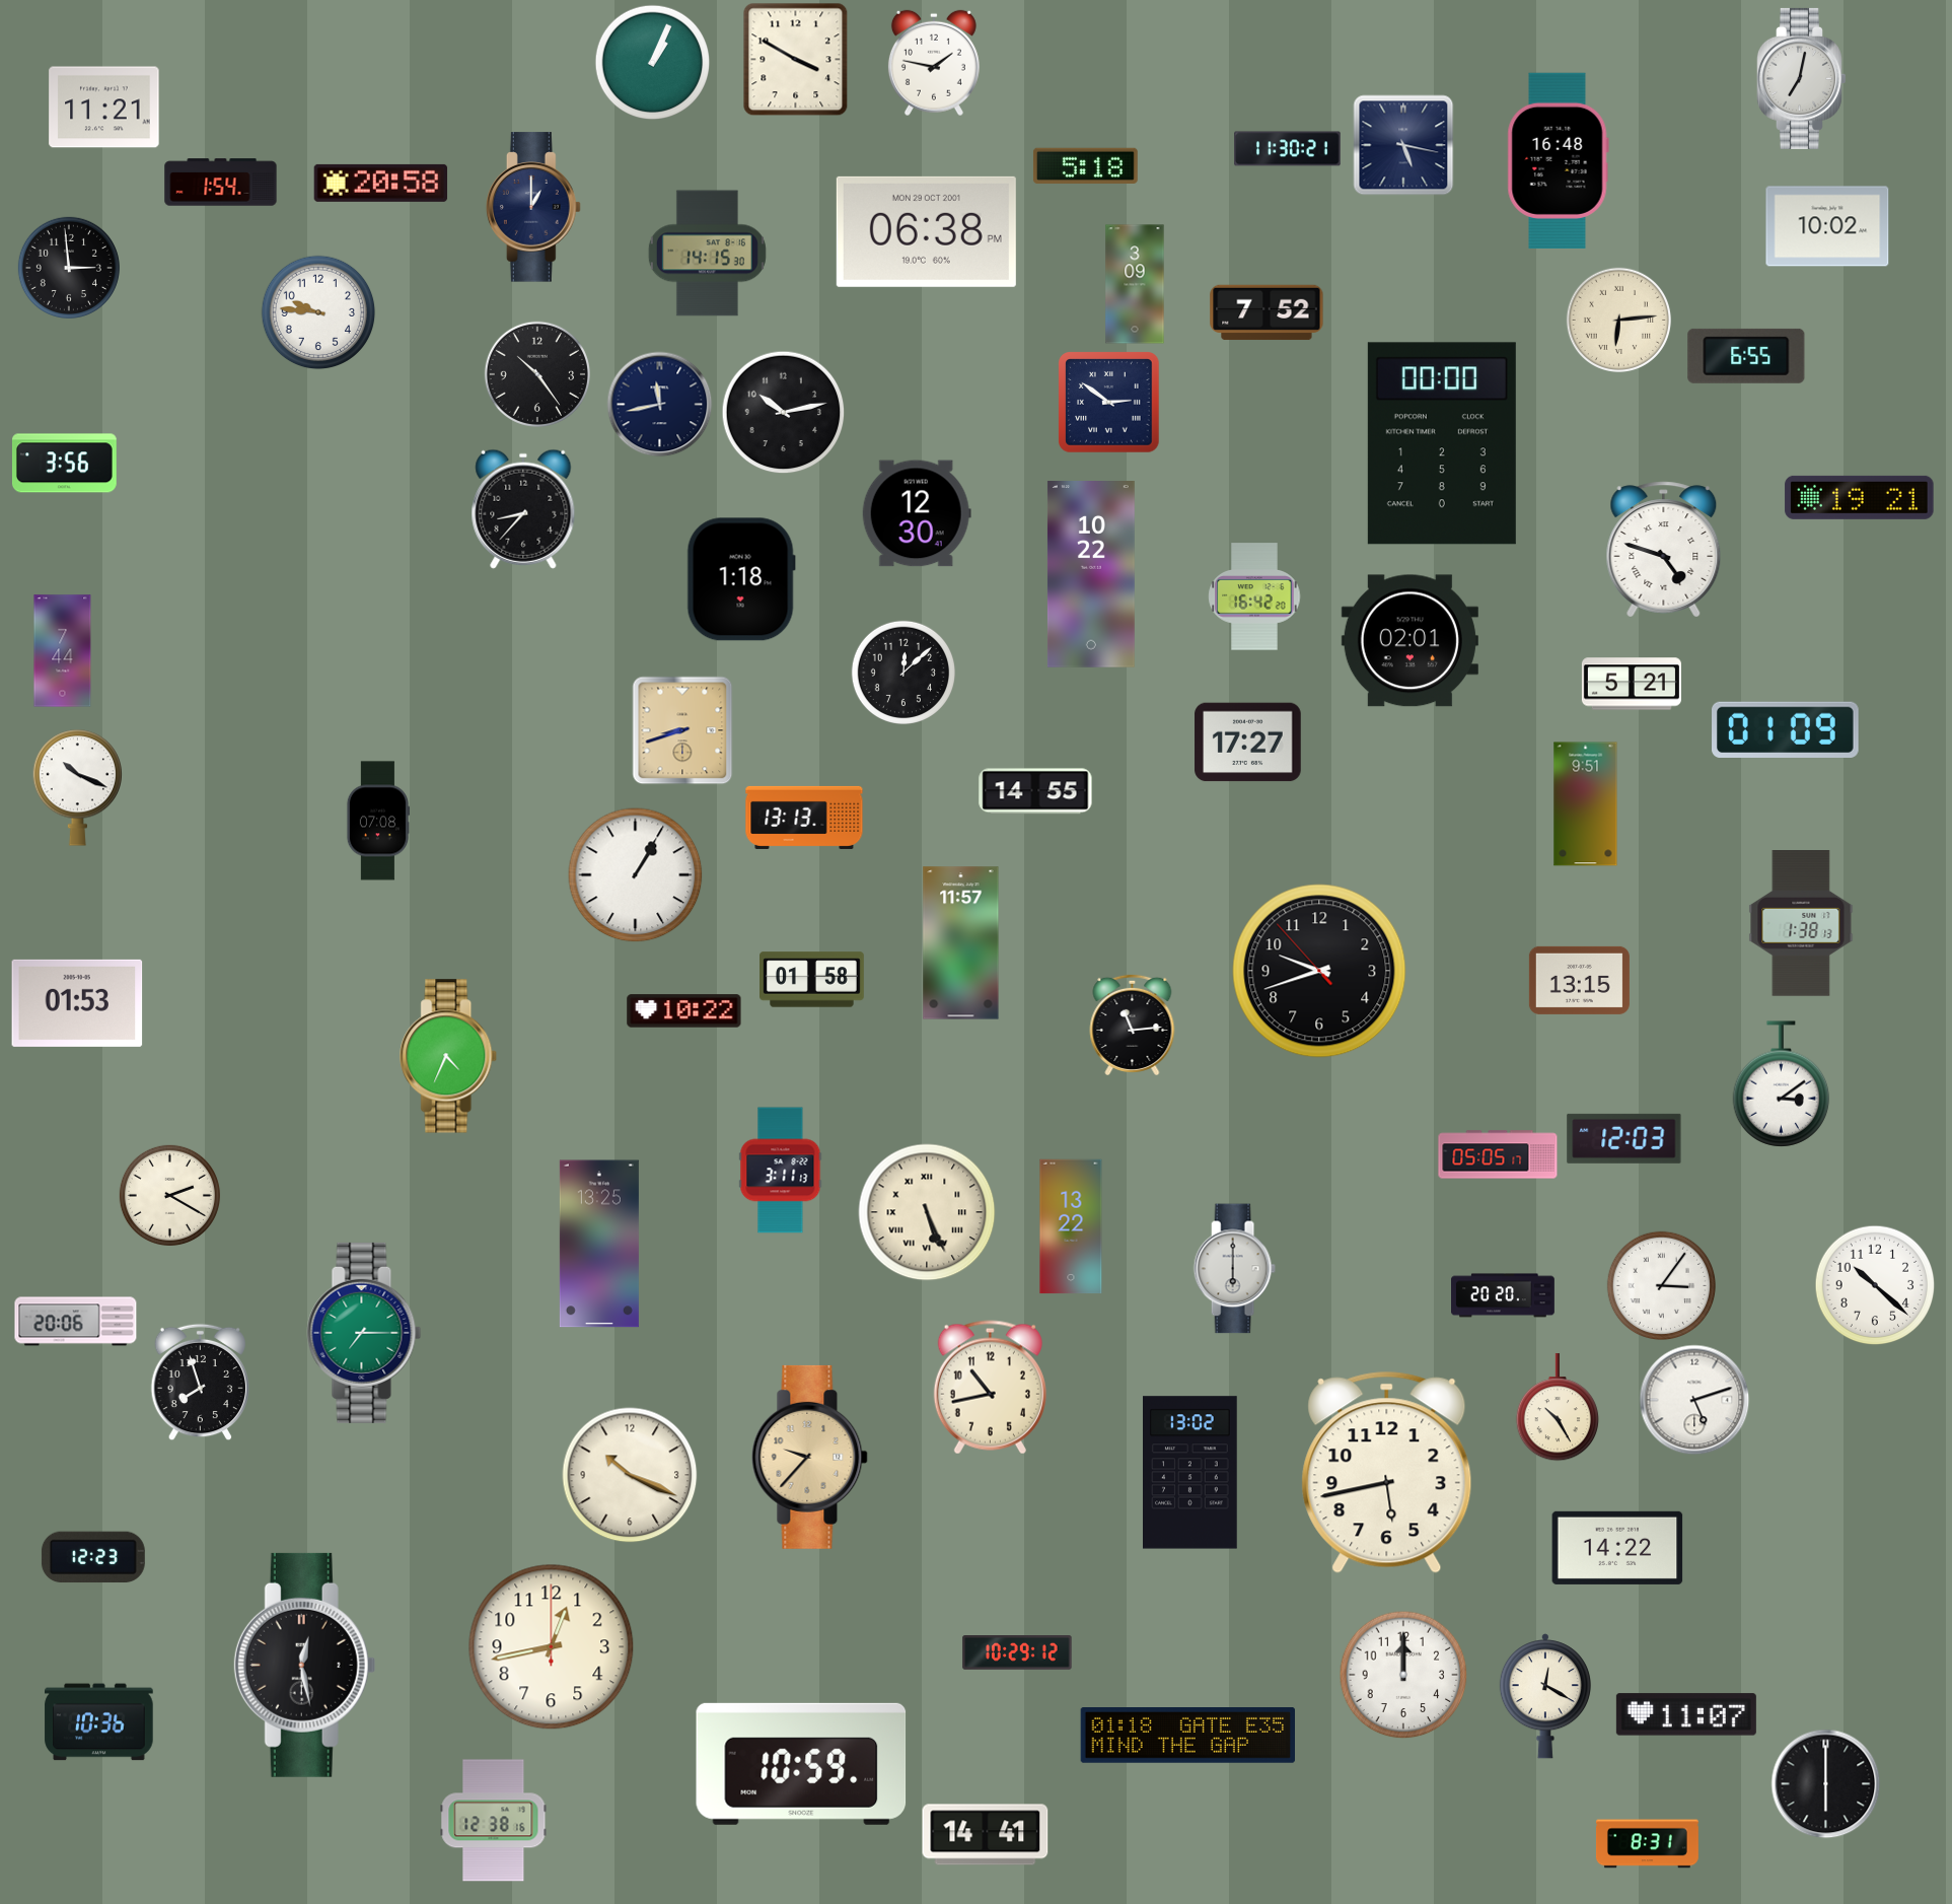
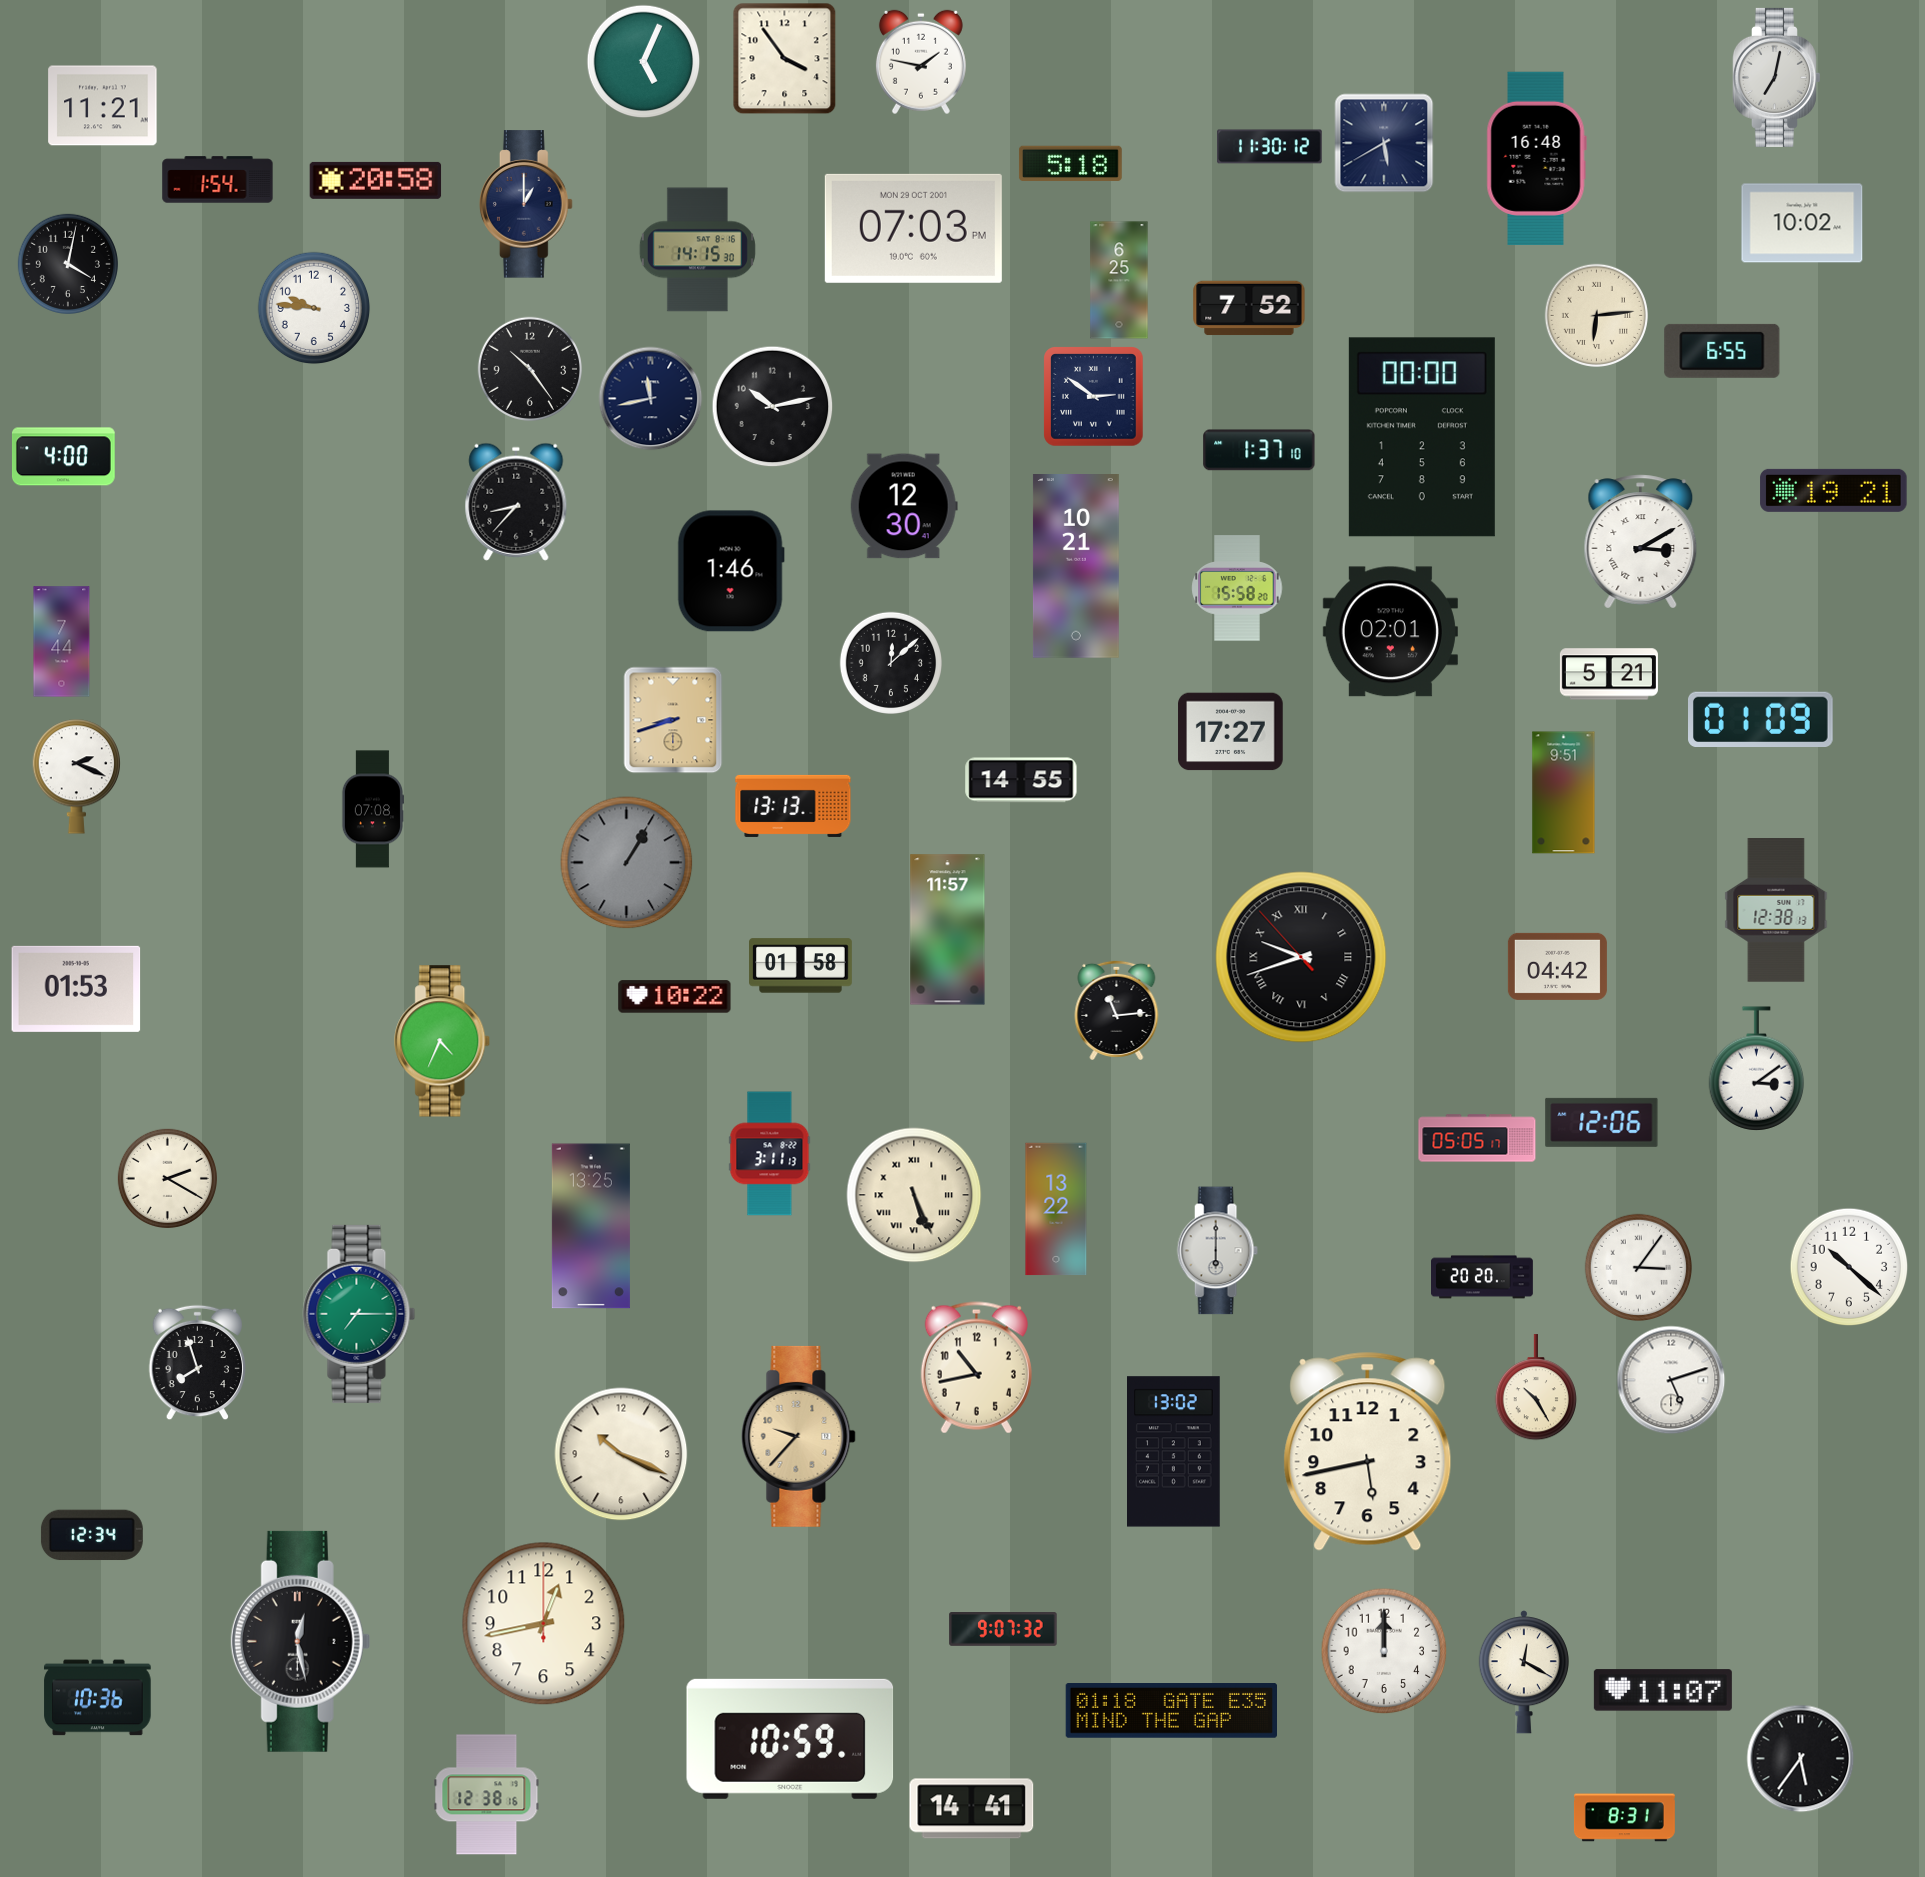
clock at (796, 60): 3:50 -> 3:54
clock at (653, 63): 1:04 -> 5:04
clock at (1403, 145): 5:17 -> 5:40
clock at (1288, 149): 11:30:21 -> 11:30:12
clock at (926, 231): 06:38 -> 07:03
clock at (69, 268): 2:59 -> 4:02
clock at (1135, 284): 3:09 -> 6:25
clock at (1259, 450): none -> 1:37
clock at (64, 464): 3:56 -> 4:00
clock at (1664, 550): 4:48 -> 3:10
clock at (1091, 575): 10:22 -> 10:21
clock at (741, 579): 1:18 -> 1:46
clock at (1254, 596): 16:42 -> 15:58
clock at (77, 788): 10:19 -> 2:19
clock at (636, 875) dial: white -> grey
clock at (1801, 924): 1:38 -> 12:38
clock at (1319, 971) numerals: Arabic -> Roman
clock at (1579, 980): 13:15 -> 04:42
clock at (1624, 1138): 12:03 -> 12:06
clock at (76, 1322): 20:06 -> none
clock at (1617, 1548): 14:22 -> none
clock at (93, 1557): 12:23 -> 12:34
clock at (1017, 1653): 10:29 -> 9:07
clock at (1826, 1784): 6:00 -> 5:36
